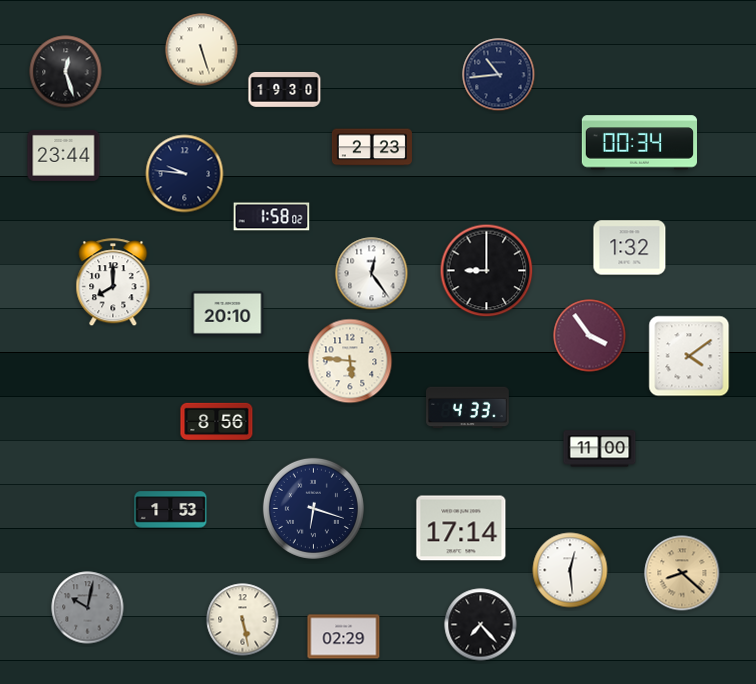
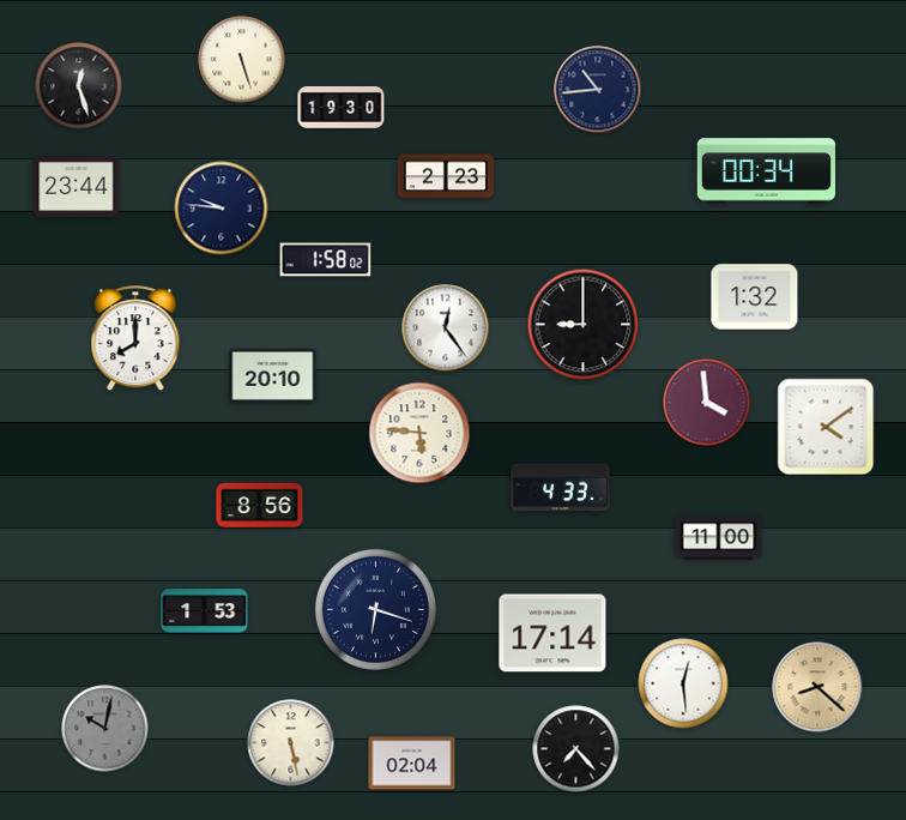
clock at (590, 336): 3:54 -> 3:59
clock at (344, 637): 02:29 -> 02:04
